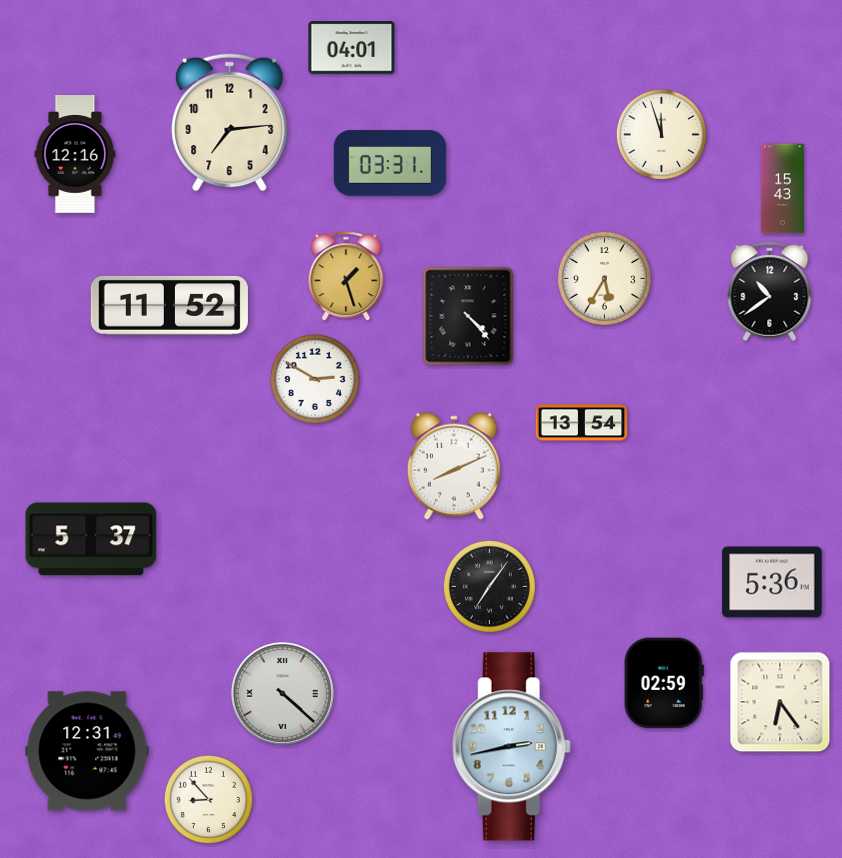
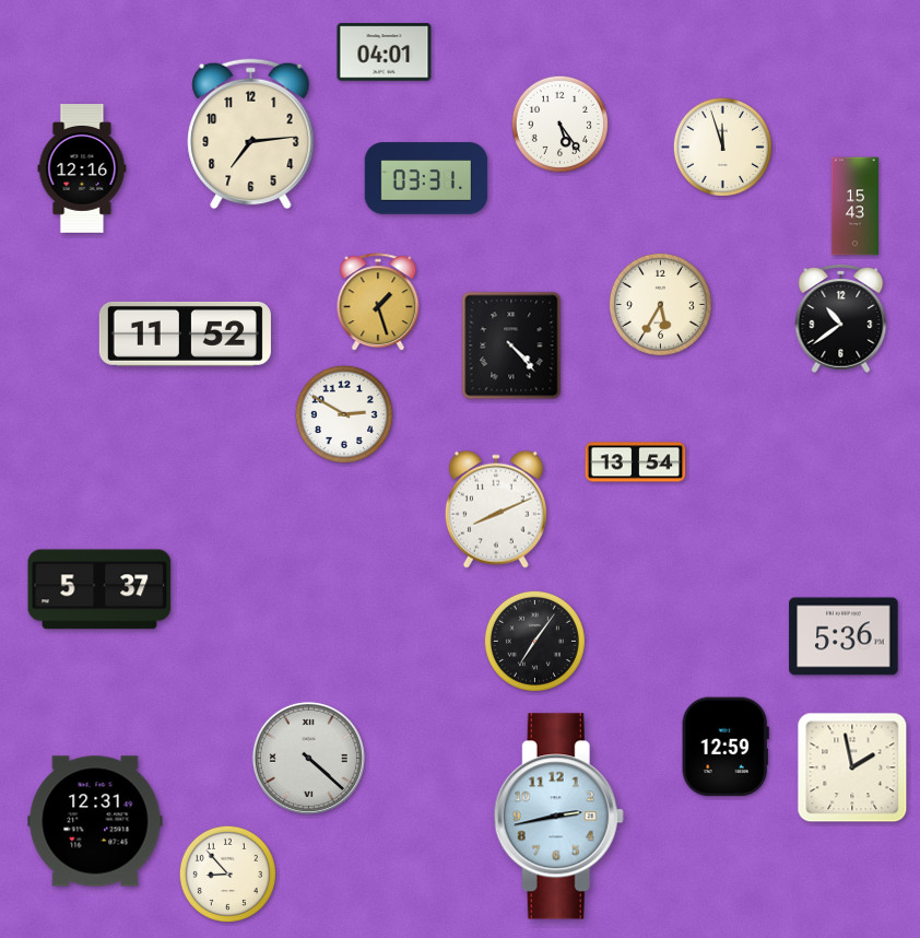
clock at (559, 124): none -> 5:24
clock at (664, 683): 02:59 -> 12:59
clock at (780, 702): 6:24 -> 1:58
